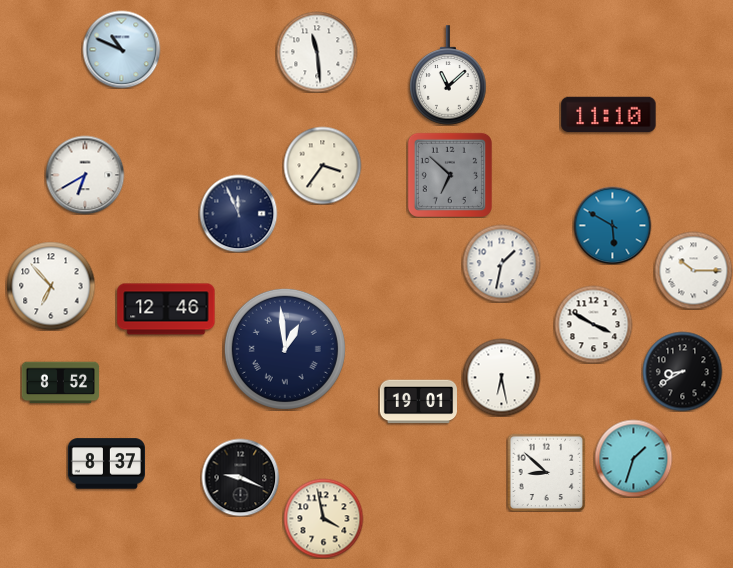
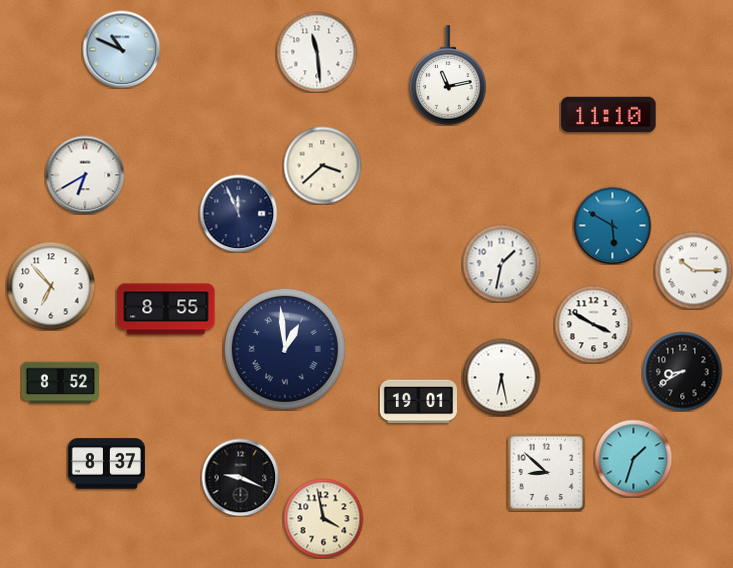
clock at (448, 75): 11:08 -> 11:13
clock at (322, 165): 3:36 -> 3:38
clock at (450, 175): 6:52 -> none
clock at (166, 309): 12:46 -> 8:55
